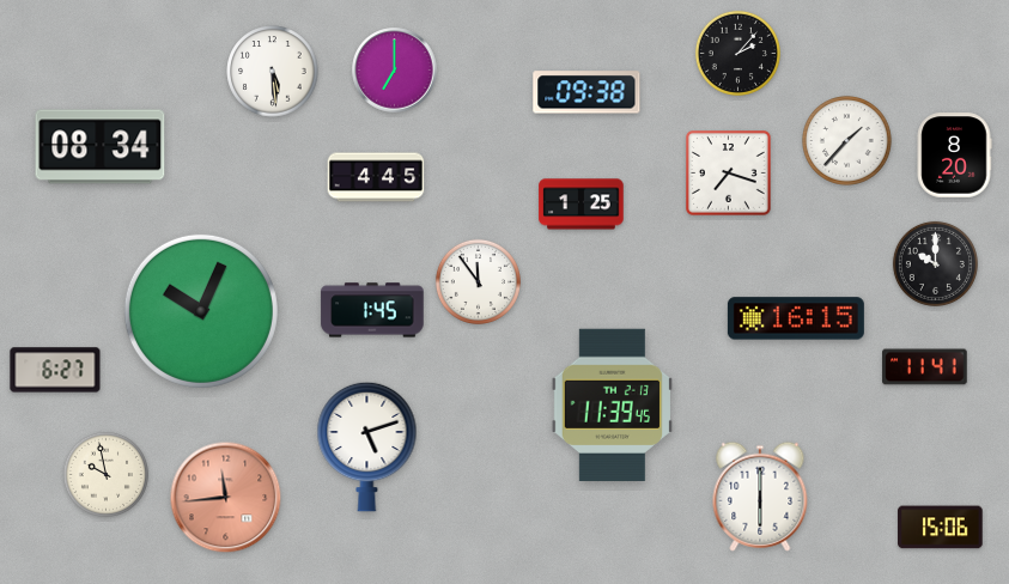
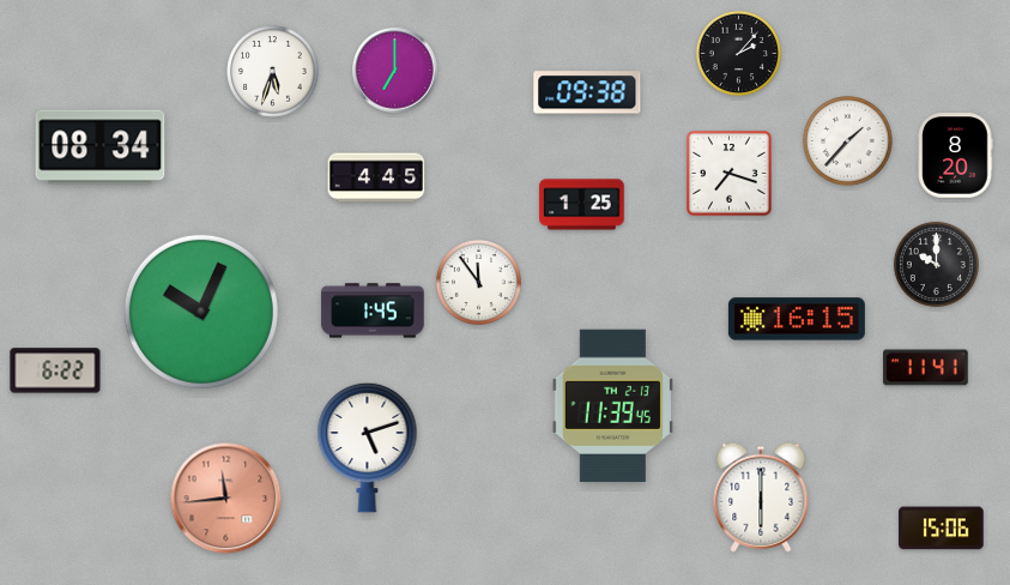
clock at (273, 72): 5:29 -> 5:33
clock at (55, 370): 6:27 -> 6:22
clock at (105, 474): 9:58 -> none
